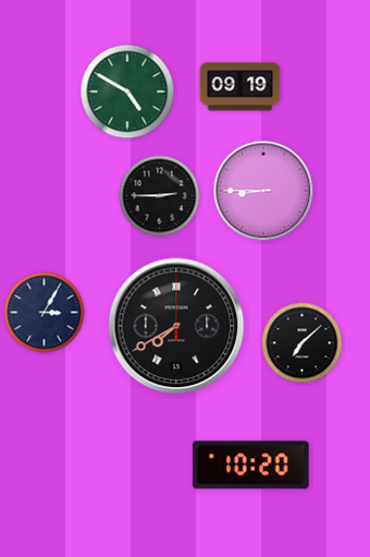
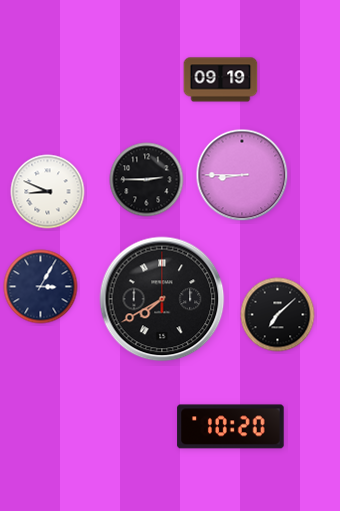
clock at (127, 92): 4:50 -> none
clock at (48, 192): none -> 8:49
